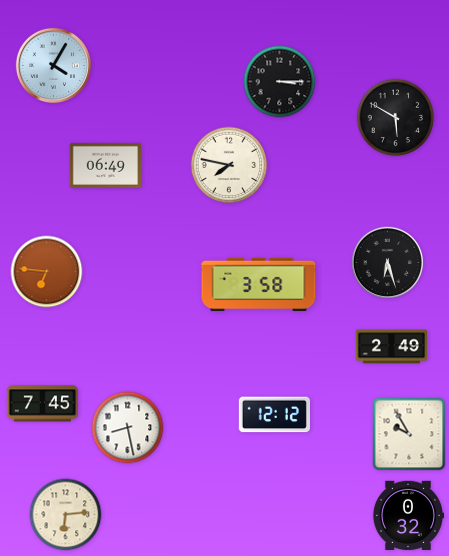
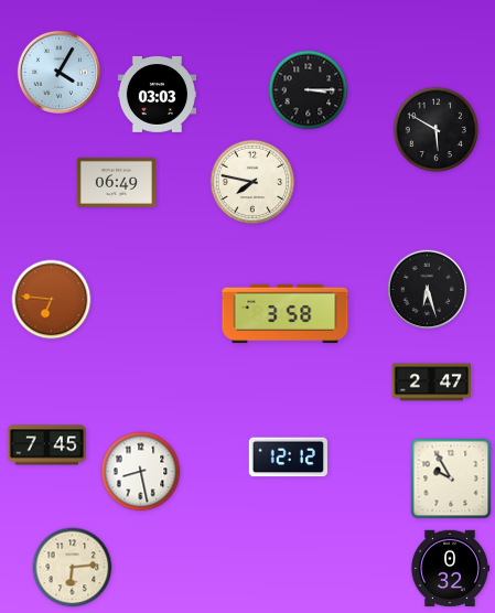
clock at (158, 95): none -> 03:03
clock at (392, 347): 2:49 -> 2:47
clock at (274, 415) position: (274, 415) -> (288, 458)
